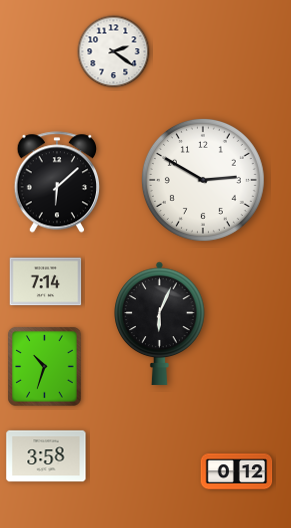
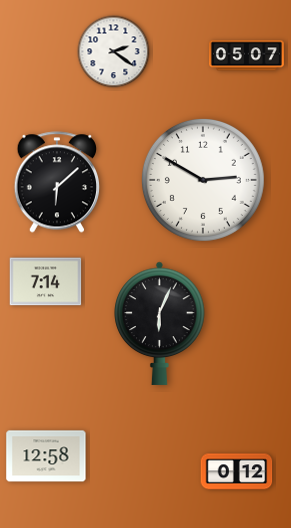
clock at (246, 56): none -> 05:07
clock at (45, 367): 10:33 -> none
clock at (46, 456): 3:58 -> 12:58
